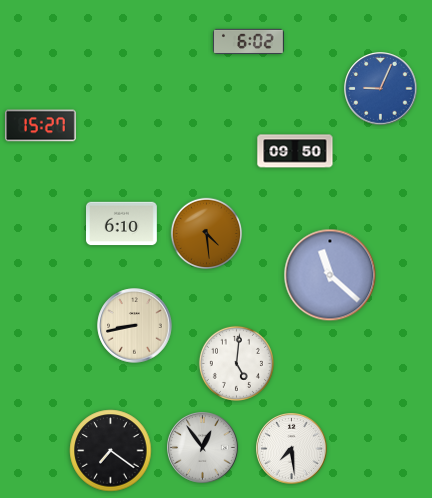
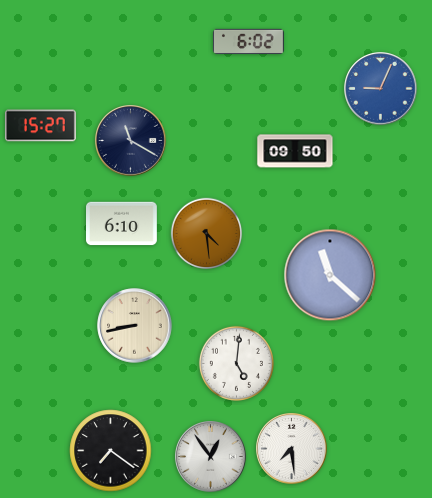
clock at (131, 141): none -> 11:20
clock at (203, 448) position: (203, 448) -> (211, 457)
